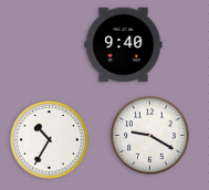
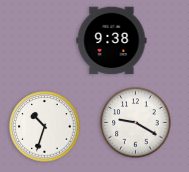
clock at (124, 45): 9:40 -> 9:38
clock at (50, 140): 10:35 -> 10:33
